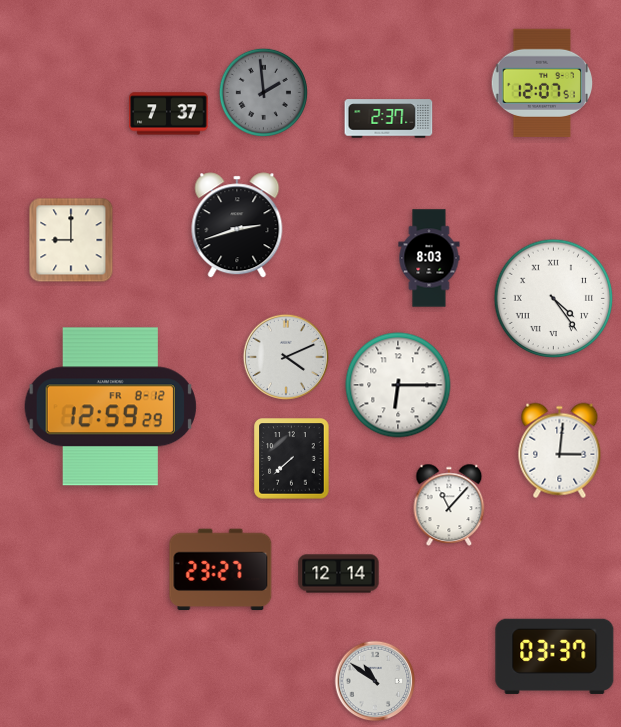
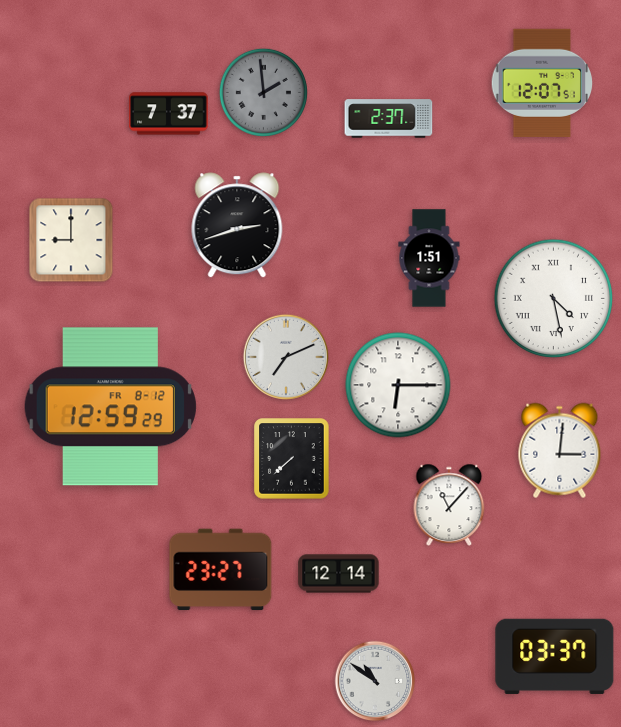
clock at (429, 258): 8:03 -> 1:51
clock at (554, 299): 4:24 -> 4:28
clock at (286, 357): 4:11 -> 7:11
